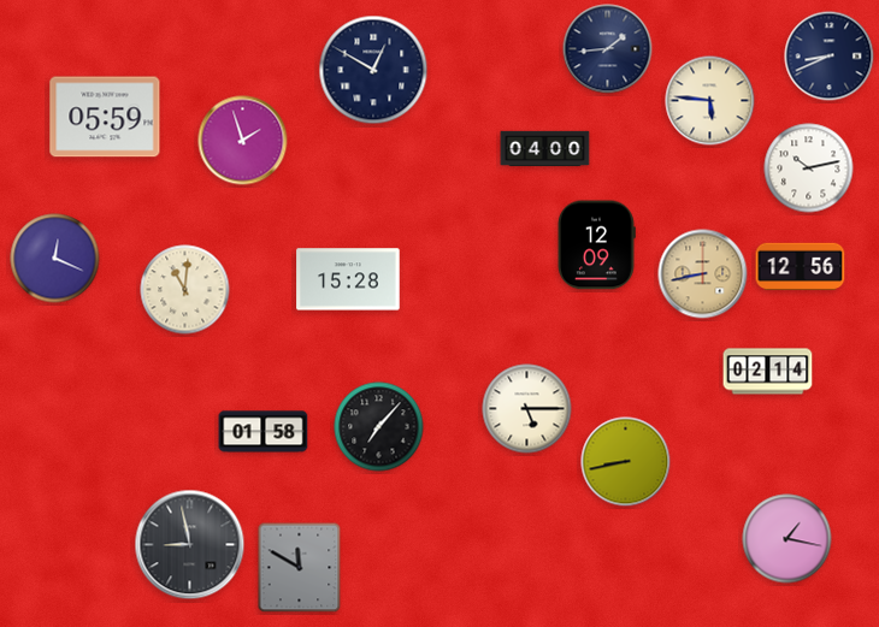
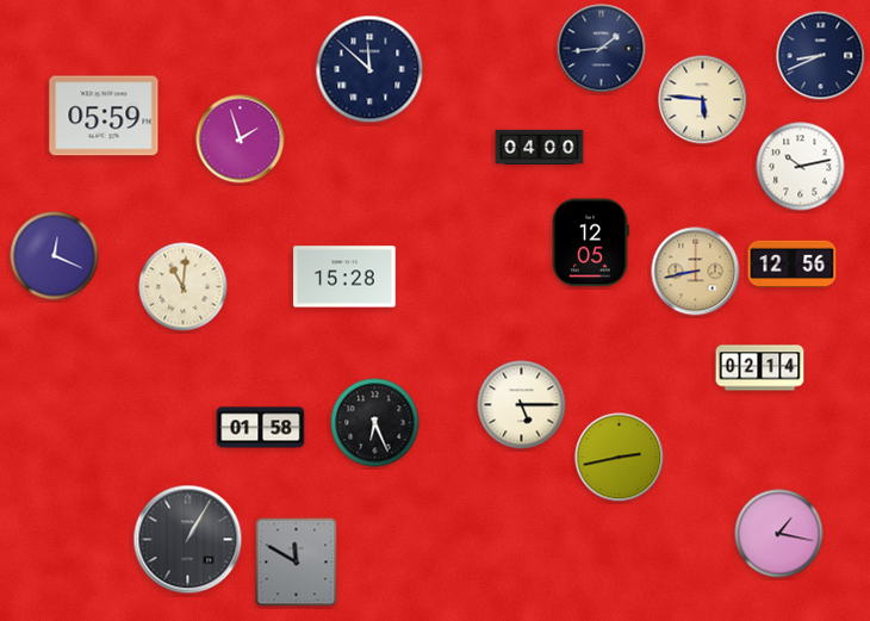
clock at (373, 70): 12:50 -> 11:52
clock at (597, 246): 12:09 -> 12:05
clock at (379, 427): 7:07 -> 6:26
clock at (626, 462): 8:43 -> 2:43
clock at (190, 545): 8:58 -> 1:05
